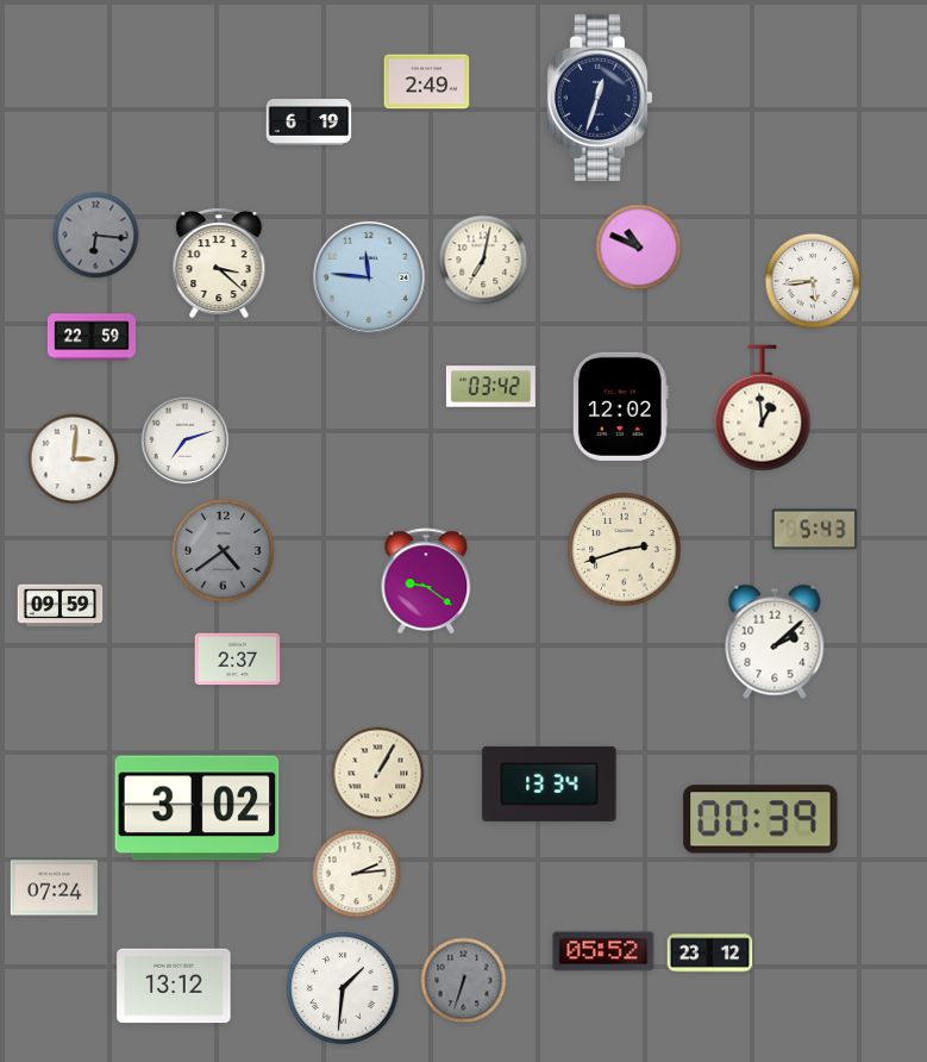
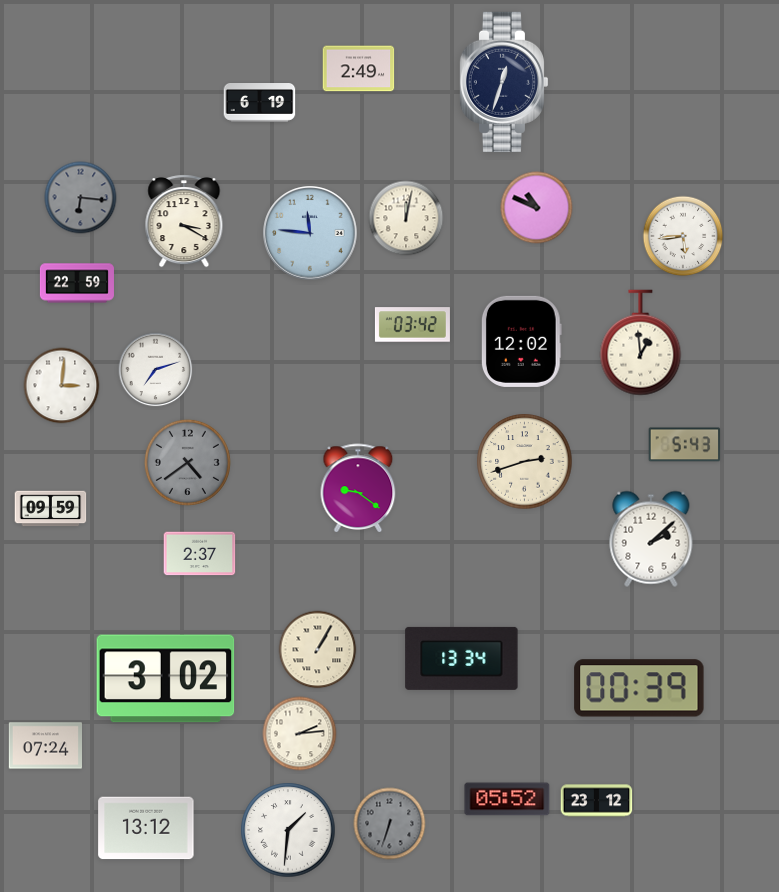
clock at (483, 260): 7:02 -> 12:02
clock at (219, 263): 3:22 -> 3:20
